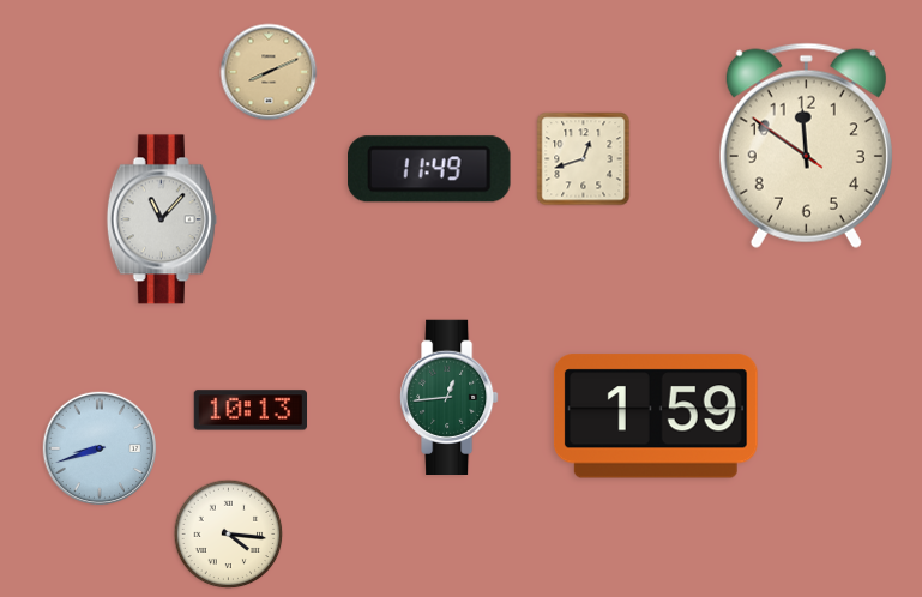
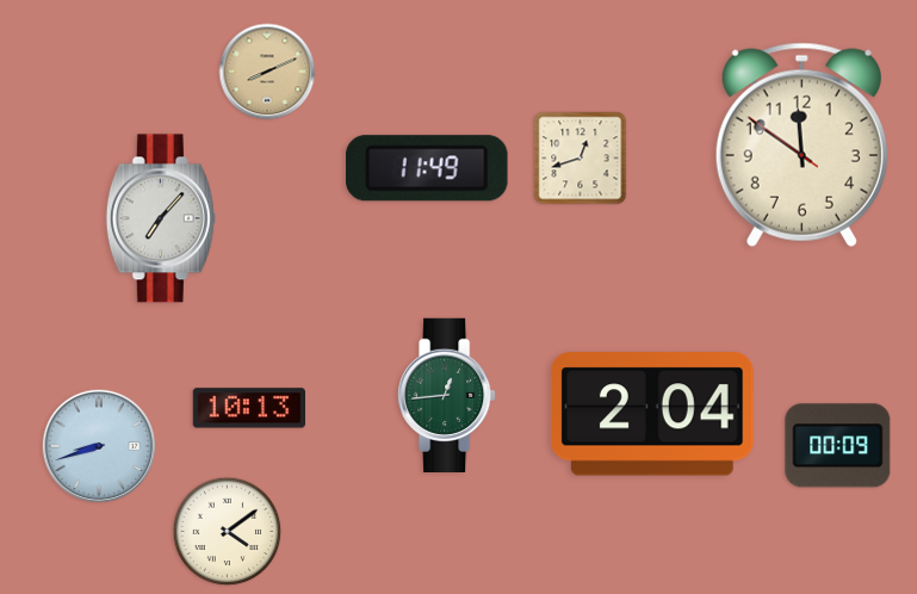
clock at (162, 219): 11:07 -> 7:07
clock at (656, 416): 1:59 -> 2:04
clock at (838, 446): none -> 00:09
clock at (229, 535): 4:16 -> 4:09
